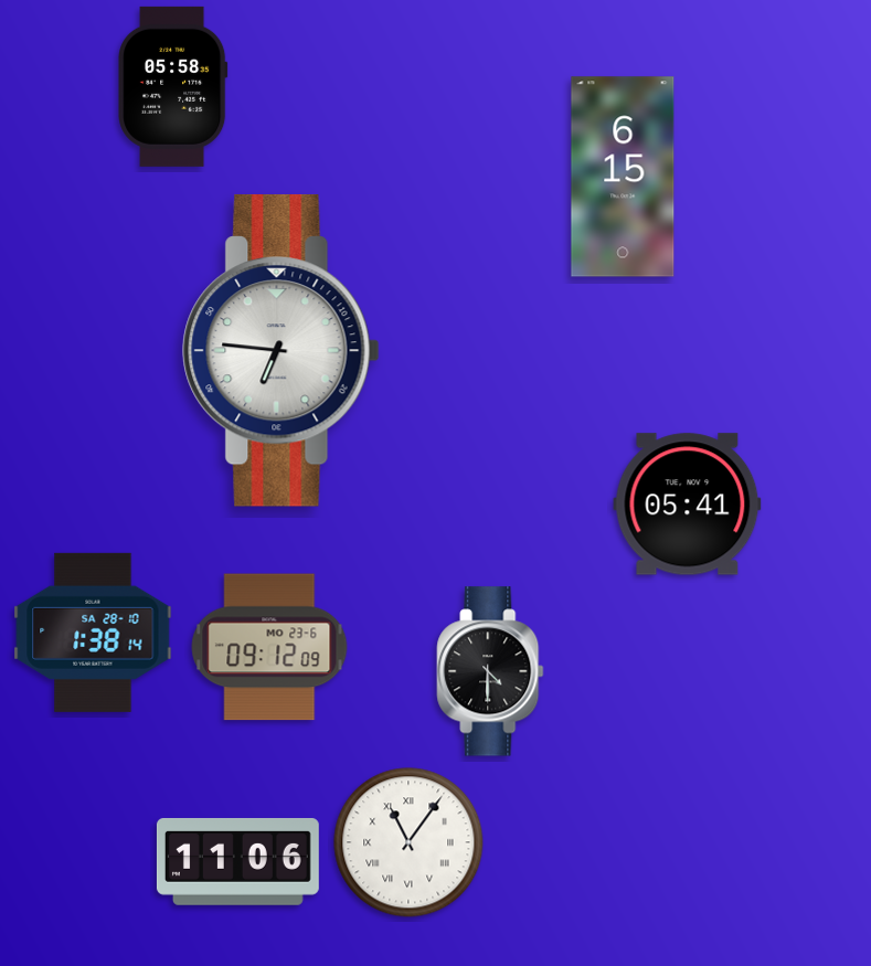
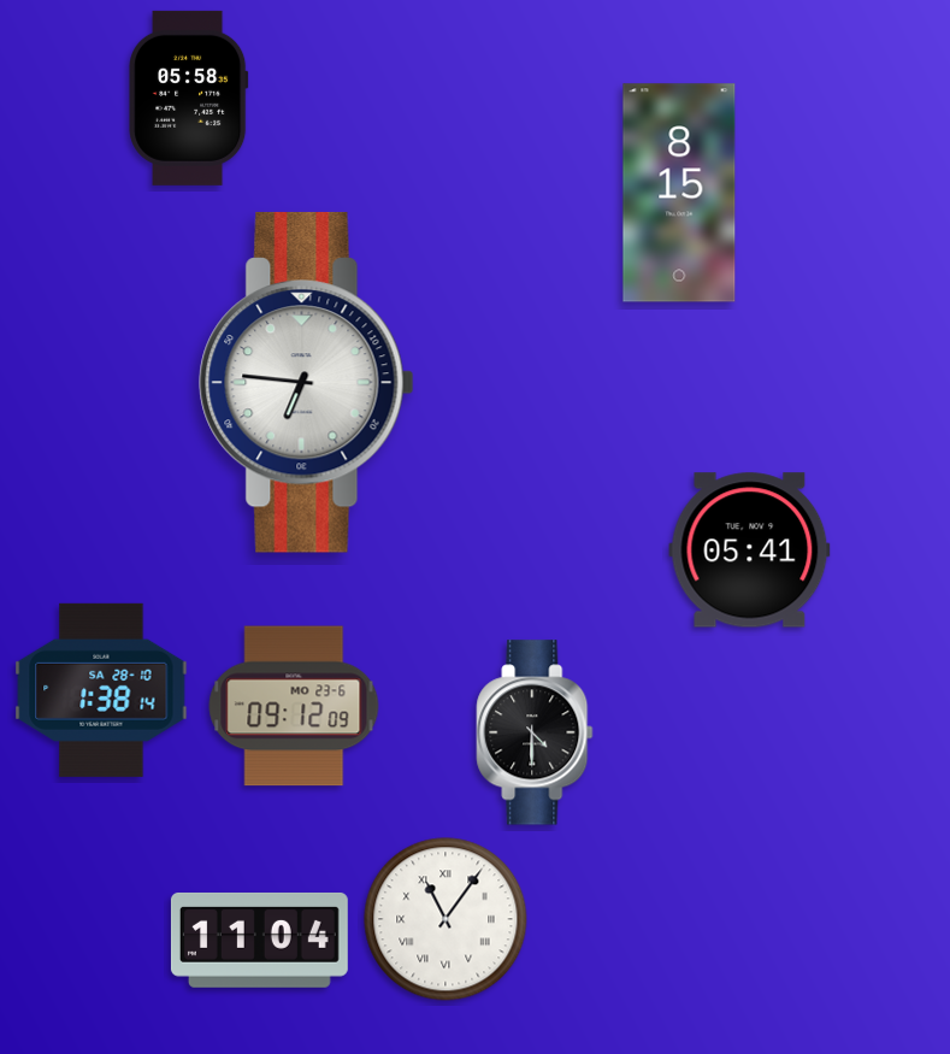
clock at (173, 86) position: (173, 86) -> (189, 98)
clock at (623, 177): 6:15 -> 8:15
clock at (237, 861): 11:06 -> 11:04
